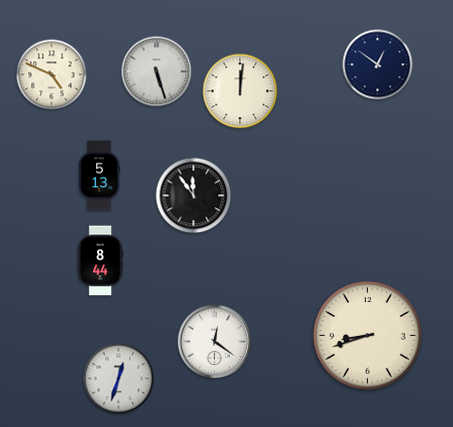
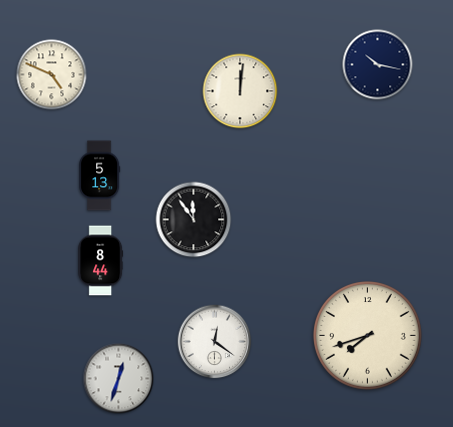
clock at (378, 65): 12:51 -> 10:17
clock at (157, 72): 5:27 -> none
clock at (194, 196) position: (194, 196) -> (194, 220)
clock at (368, 336): 8:42 -> 7:42
